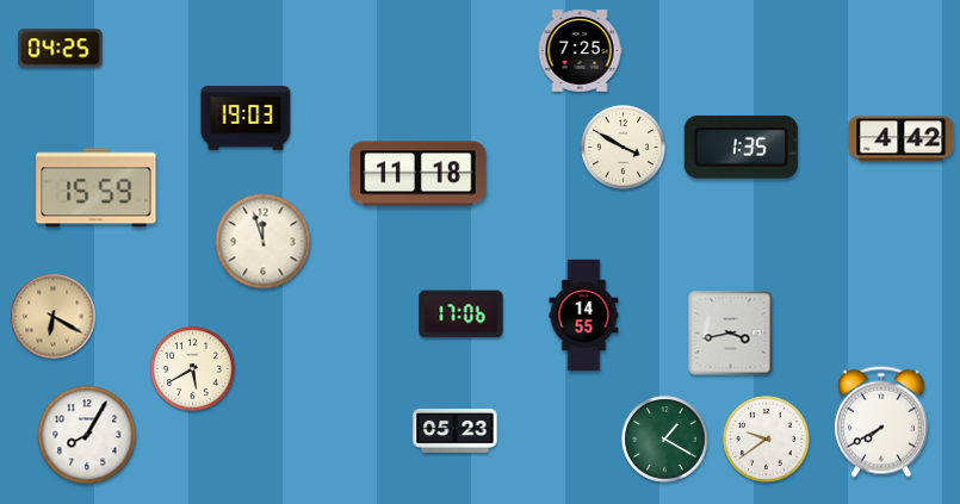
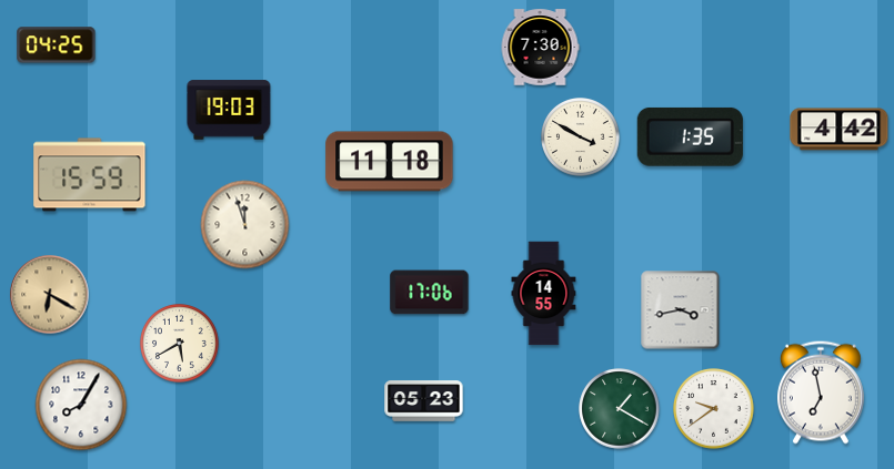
clock at (580, 51): 7:25 -> 7:30
clock at (881, 422): 7:40 -> 6:58
